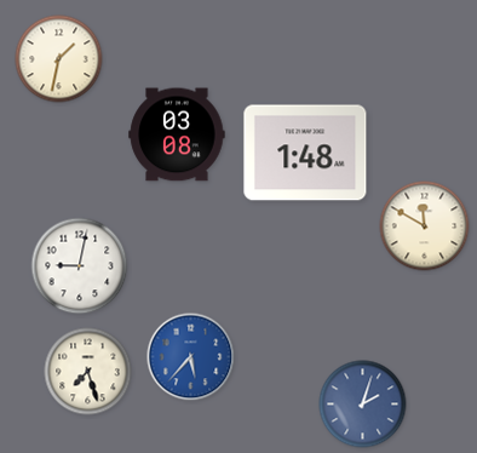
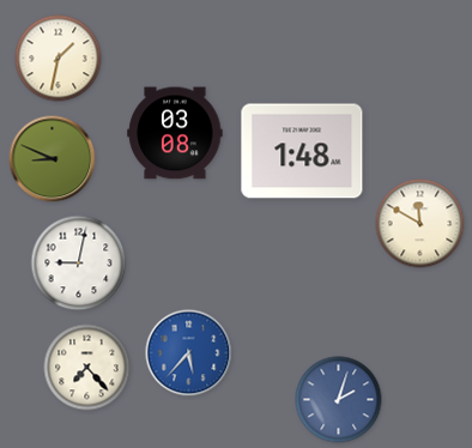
clock at (53, 159): none -> 8:49
clock at (88, 372): 7:27 -> 7:23
clock at (363, 405) position: (363, 405) -> (339, 400)
